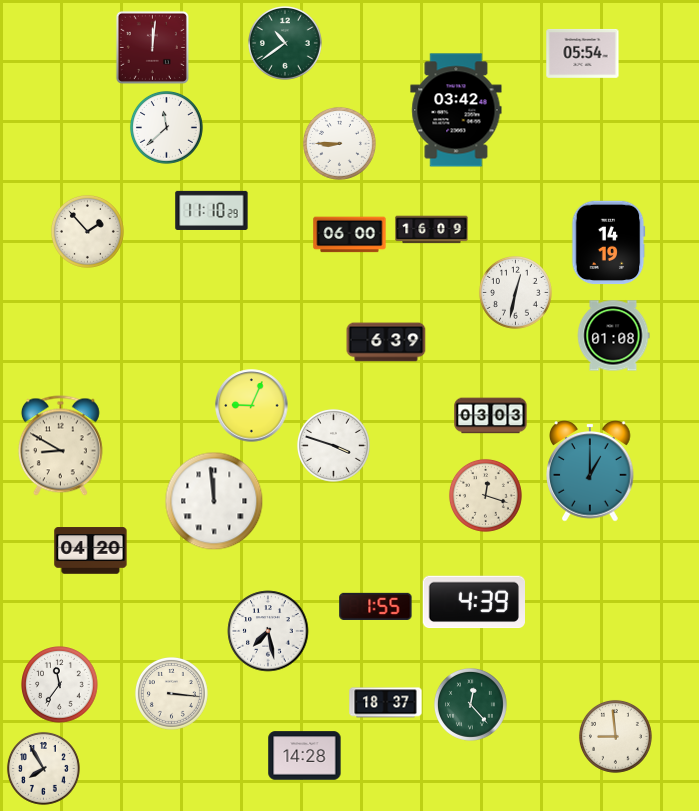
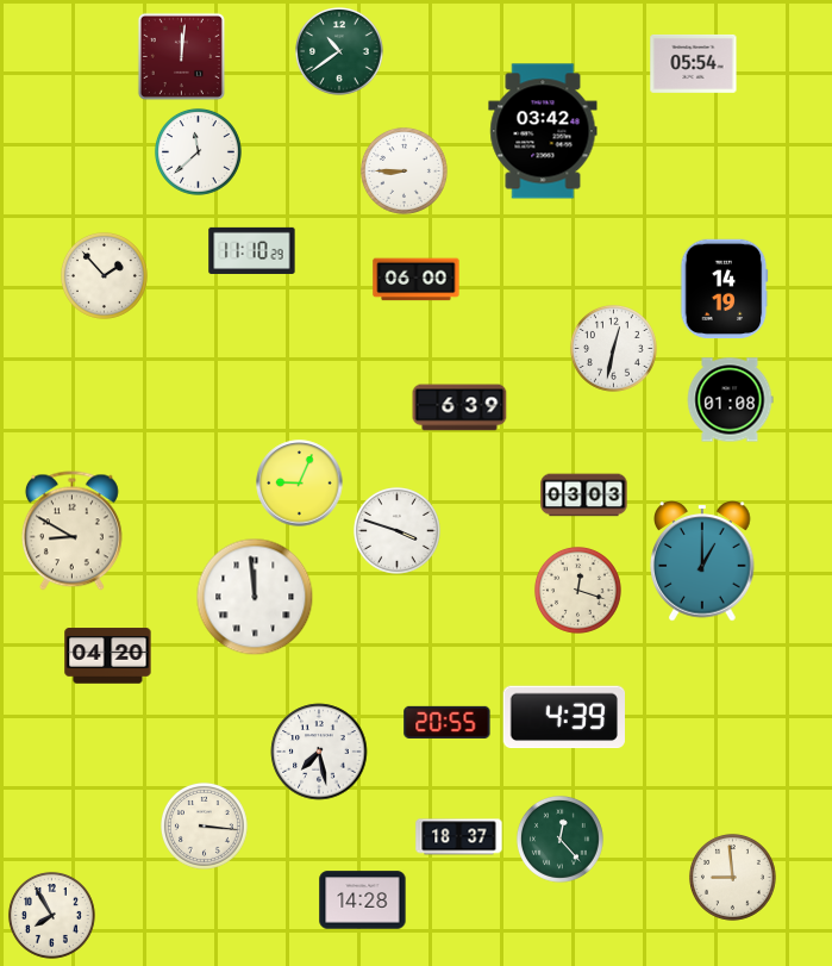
clock at (432, 230): 16:09 -> none
clock at (376, 606): 1:55 -> 20:55
clock at (60, 685): 11:36 -> none
